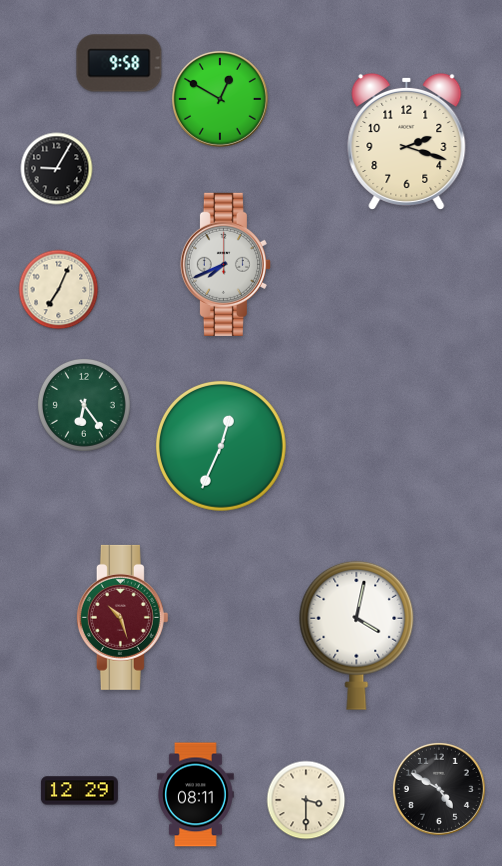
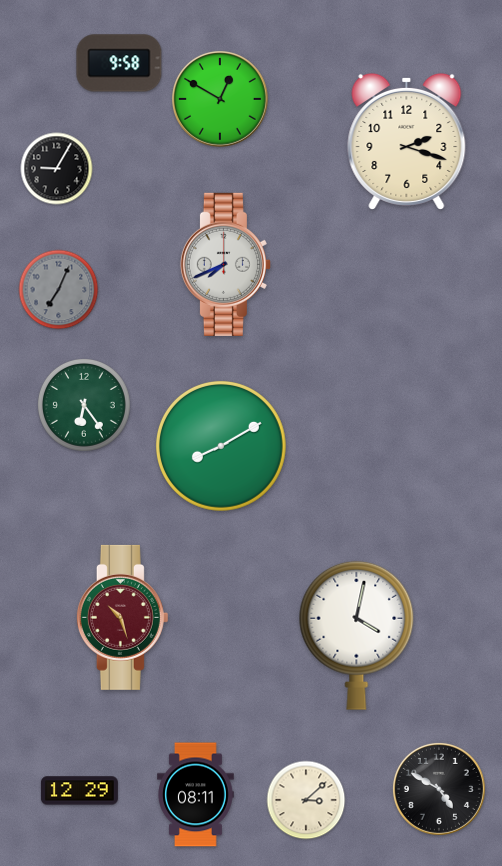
clock at (59, 290) dial: cream -> grey
clock at (221, 446): 12:34 -> 8:10
clock at (306, 800): 3:30 -> 3:08
